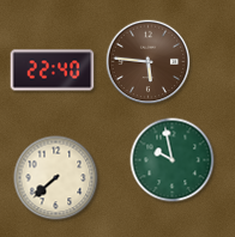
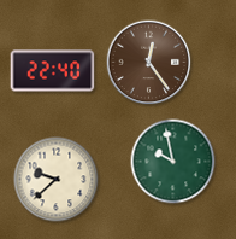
clock at (149, 62): 5:46 -> 12:24
clock at (56, 178): 7:38 -> 9:38
